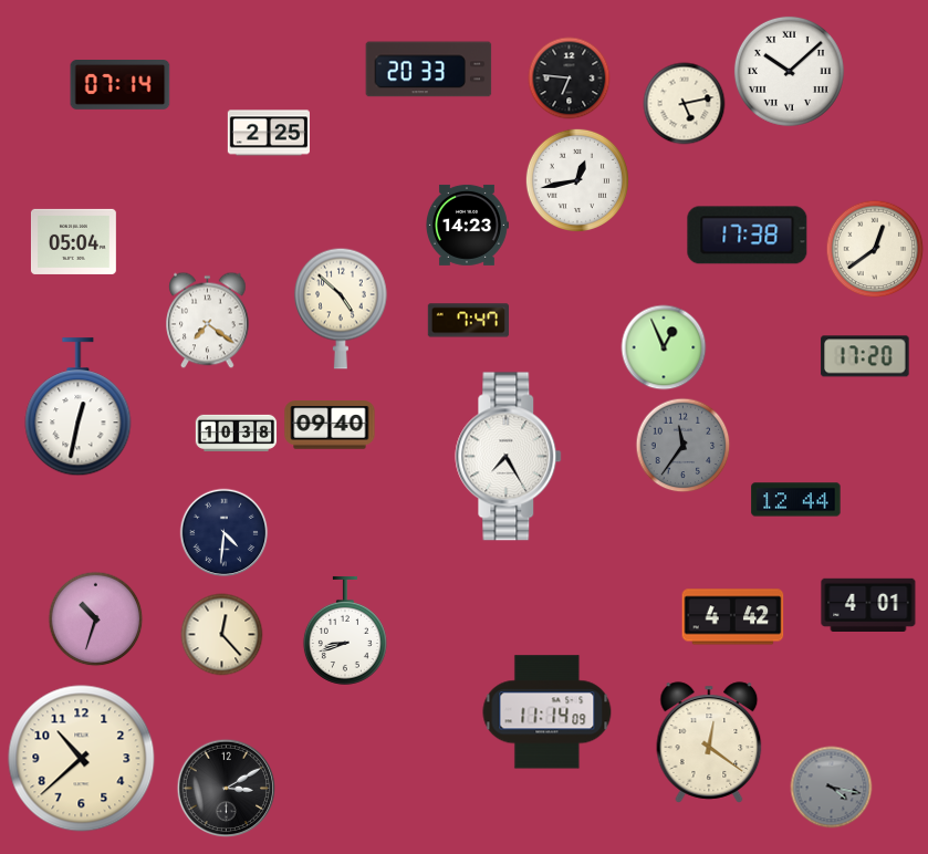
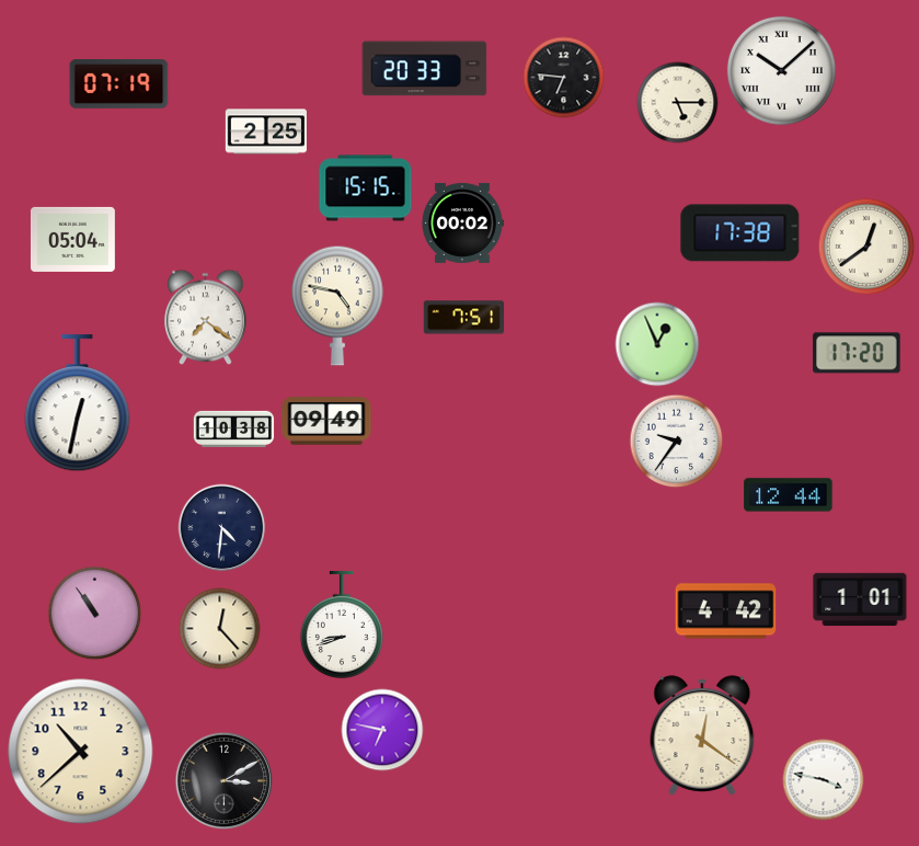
clock at (121, 85): 07:14 -> 07:19
clock at (685, 104): 5:13 -> 5:15
clock at (577, 180): 12:43 -> none
clock at (366, 188): none -> 15:15
clock at (467, 225): 14:23 -> 00:02
clock at (341, 309): 4:52 -> 4:47
clock at (468, 321): 7:47 -> 7:51
clock at (330, 425): 09:40 -> 09:49
clock at (684, 446): 11:36 -> 9:36
clock at (684, 446) dial: grey -> white
clock at (509, 457): 7:25 -> none
clock at (868, 604): 4:01 -> 1:01
clock at (96, 619): 10:33 -> 10:54
clock at (548, 712): 11:14 -> none
clock at (382, 730): none -> 6:47
clock at (832, 788): 4:17 -> 3:47
clock at (832, 788) dial: grey -> white
